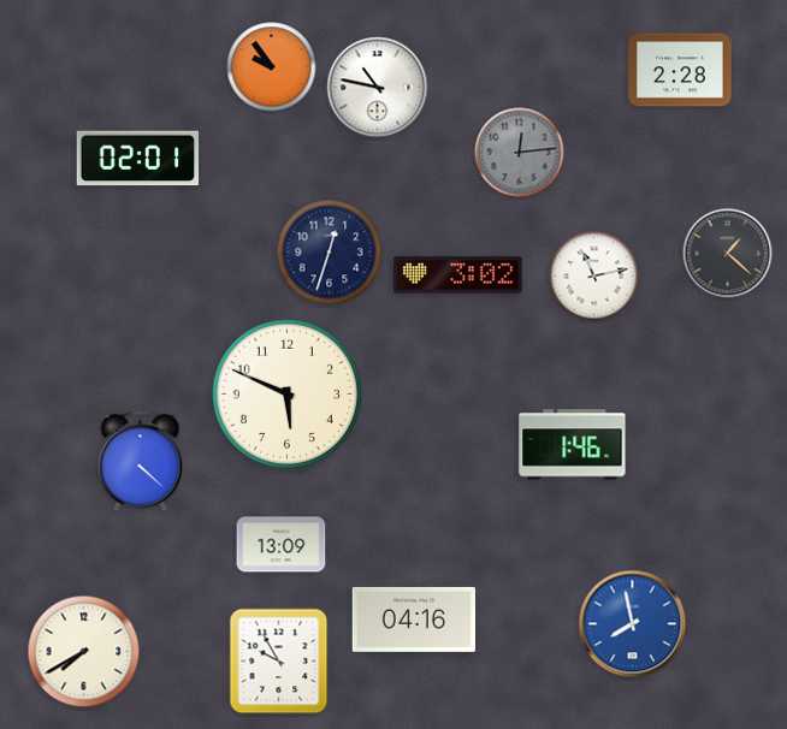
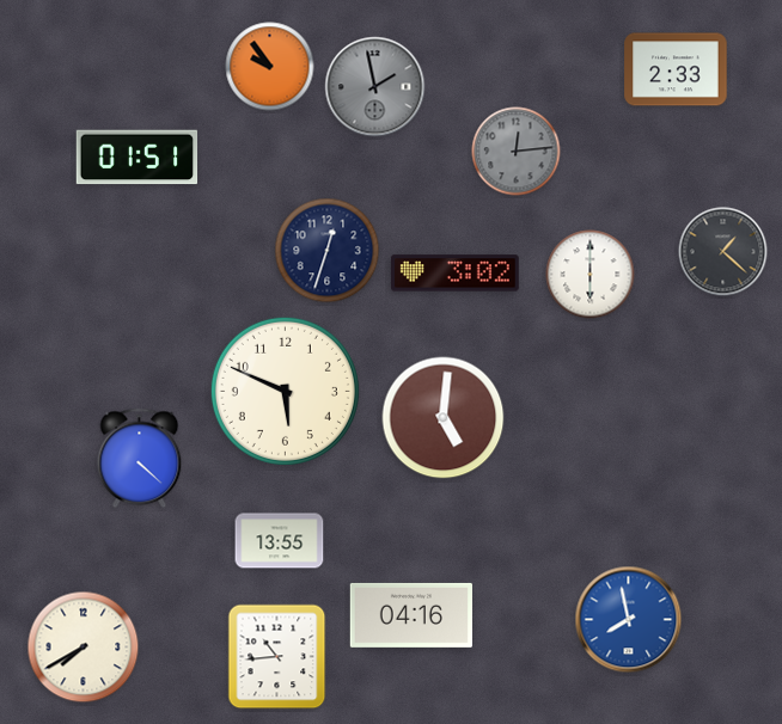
clock at (680, 70): 2:28 -> 2:33
clock at (378, 88): 10:47 -> 1:58
clock at (378, 88) dial: white -> grey
clock at (138, 159): 02:01 -> 01:51
clock at (594, 277): 11:13 -> 6:00
clock at (444, 418): none -> 5:01
clock at (573, 445): 1:46 -> none
clock at (282, 545): 13:09 -> 13:55
clock at (279, 662): 9:55 -> 10:44
